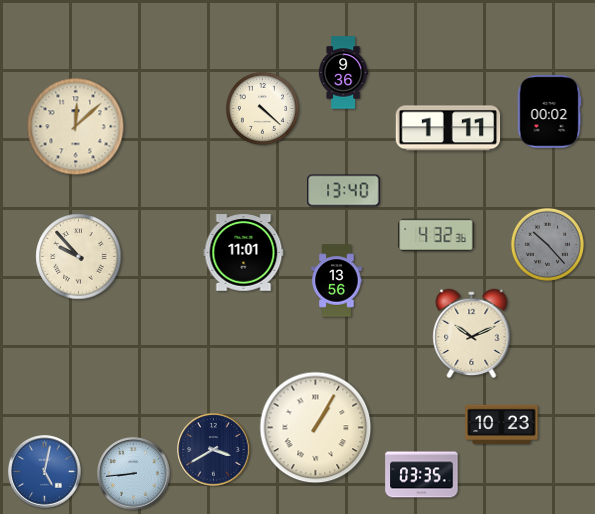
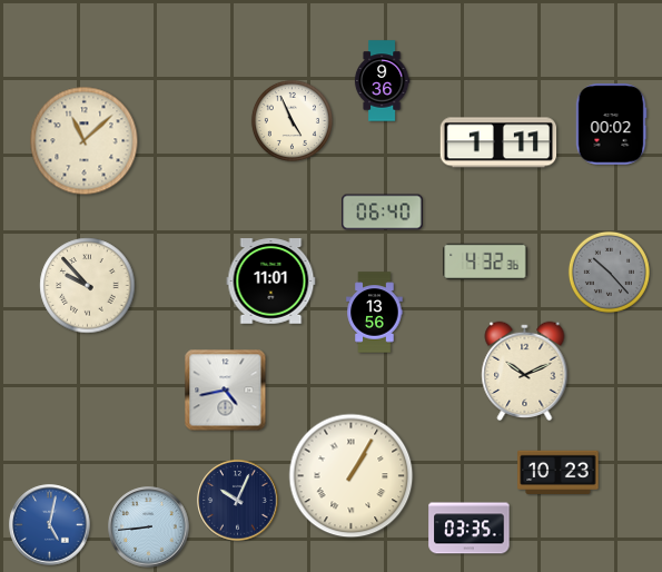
clock at (262, 108): 4:22 -> 4:56
clock at (76, 127): 12:08 -> 11:08
clock at (344, 191): 13:40 -> 06:40
clock at (226, 391): none -> 4:43
clock at (214, 450): 3:40 -> 10:04
